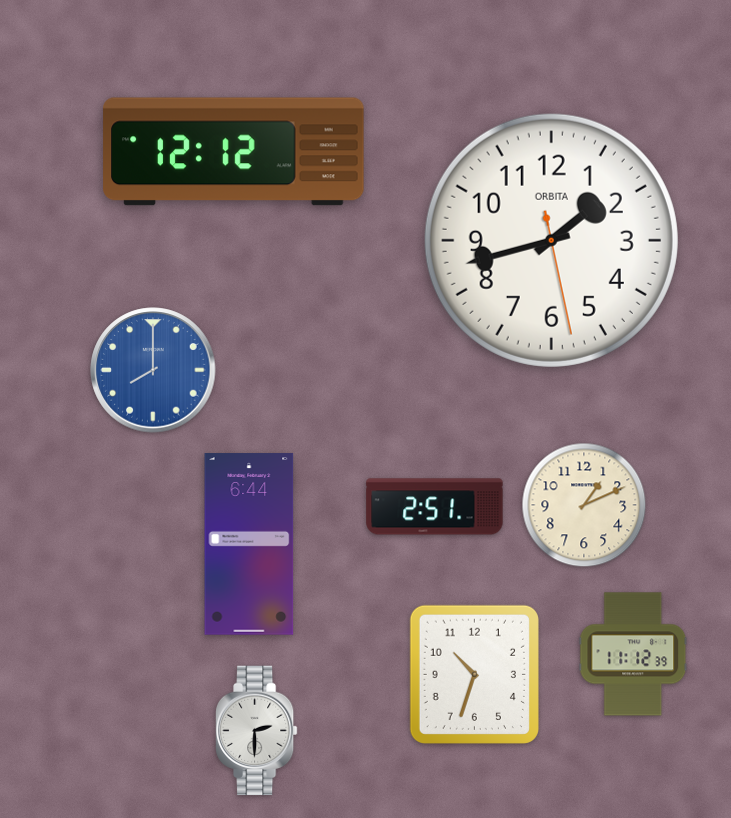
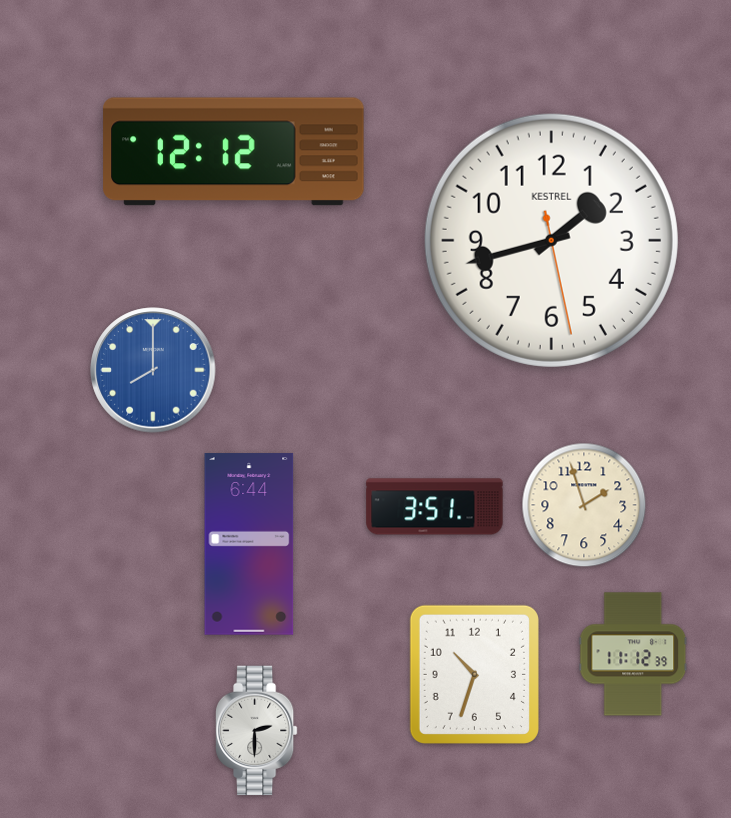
clock at (551, 240) brand: ORBITA -> KESTREL
clock at (584, 505): 1:11 -> 1:57
clock at (435, 507): 2:51 -> 3:51
